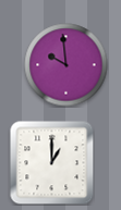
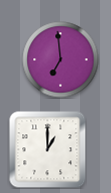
clock at (66, 65): 9:59 -> 6:59
